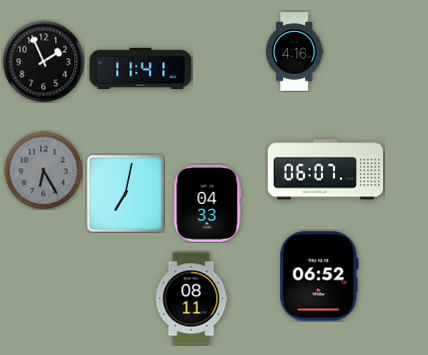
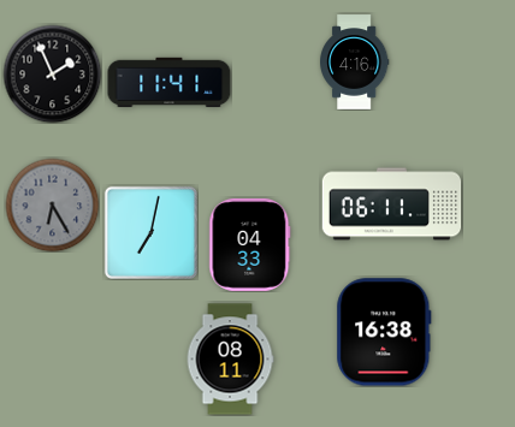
clock at (326, 170): 06:07 -> 06:11
clock at (319, 276): 06:52 -> 16:38
